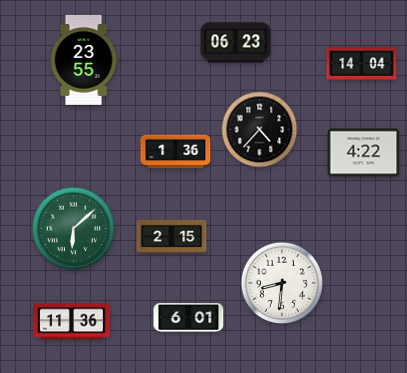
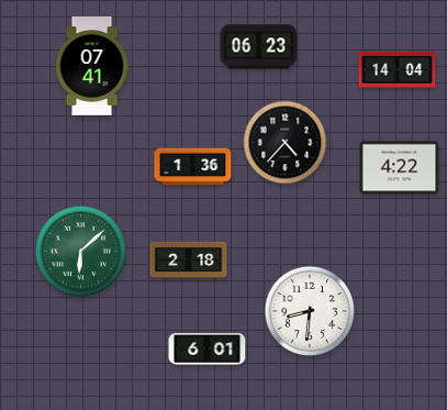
clock at (84, 60): 23:55 -> 07:41
clock at (172, 236): 2:15 -> 2:18
clock at (72, 322): 11:36 -> none
